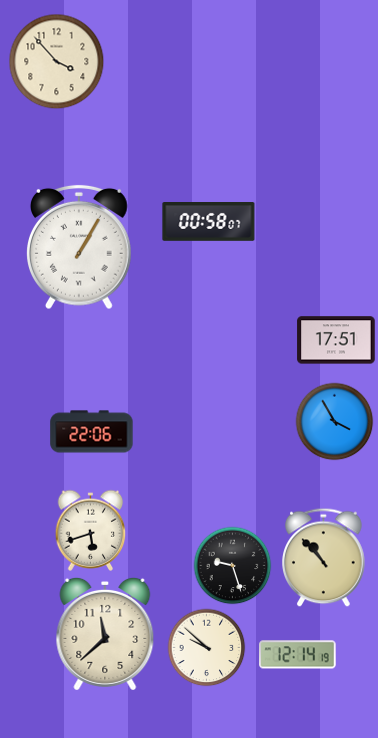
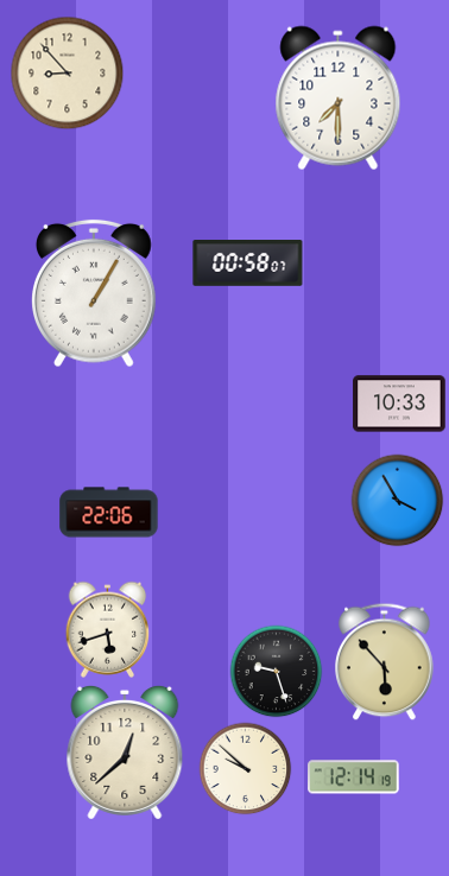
clock at (56, 61): 3:53 -> 8:53
clock at (339, 99): none -> 7:30
clock at (336, 340): 17:51 -> 10:33
clock at (324, 557): 10:53 -> 5:53
clock at (105, 634): 11:38 -> 12:38
